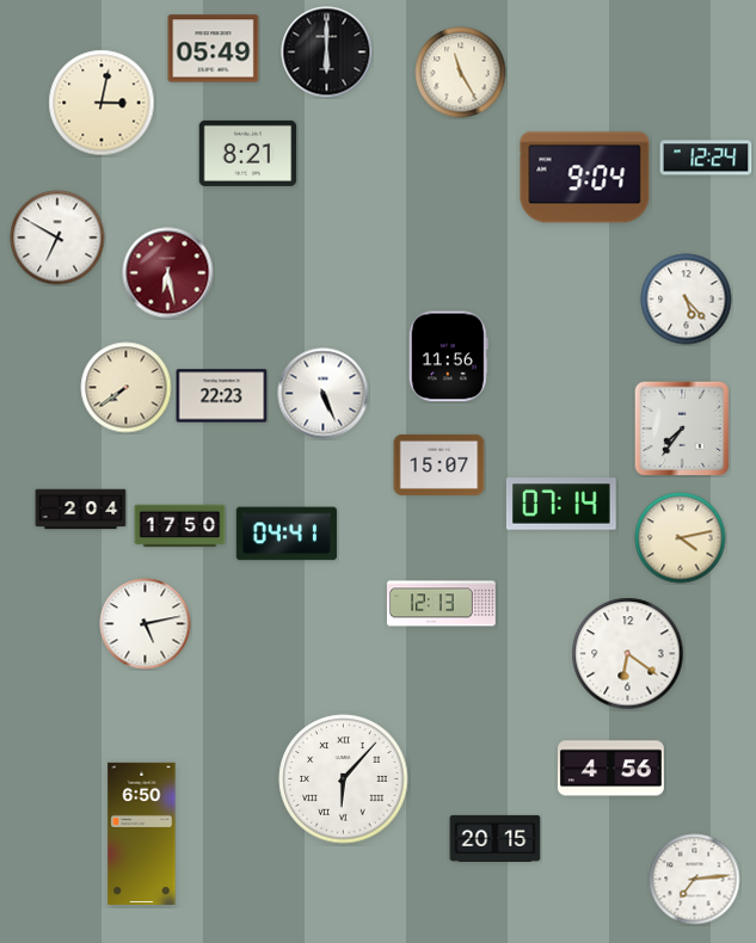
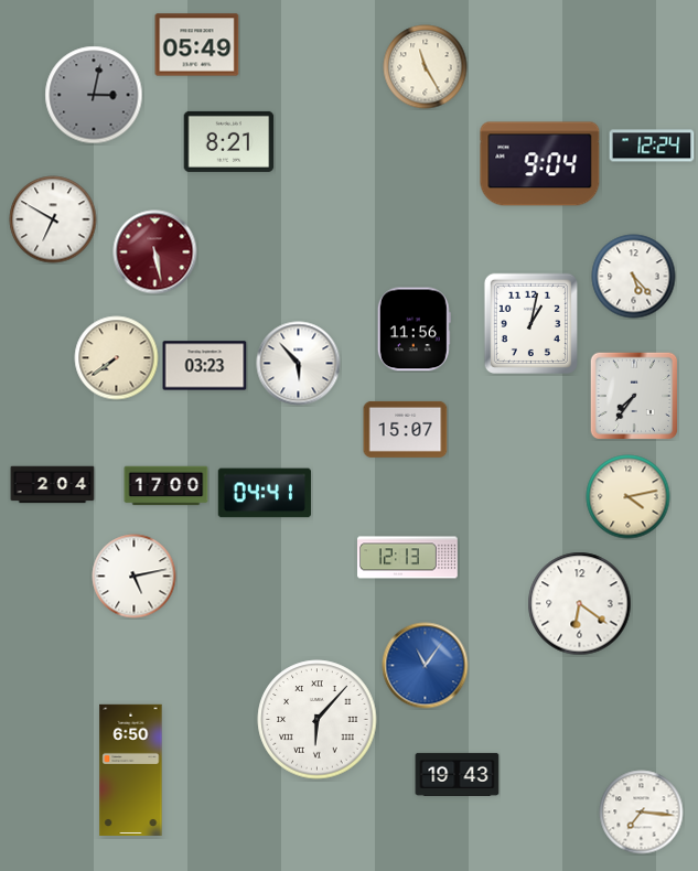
clock at (327, 53): 6:00 -> none
clock at (102, 103) dial: cream -> grey
clock at (168, 273): 6:28 -> 5:28
clock at (530, 323): none -> 1:02
clock at (324, 394): 5:26 -> 5:53
clock at (222, 396): 22:23 -> 03:23
clock at (682, 429) position: (682, 429) -> (634, 396)
clock at (561, 504): 07:14 -> none
clock at (81, 510) position: (81, 510) -> (53, 485)
clock at (180, 526): 17:50 -> 17:00
clock at (426, 666): none -> 11:06
clock at (610, 769): 4:56 -> none
clock at (496, 838): 20:15 -> 19:43
clock at (695, 880): 7:14 -> 7:16
